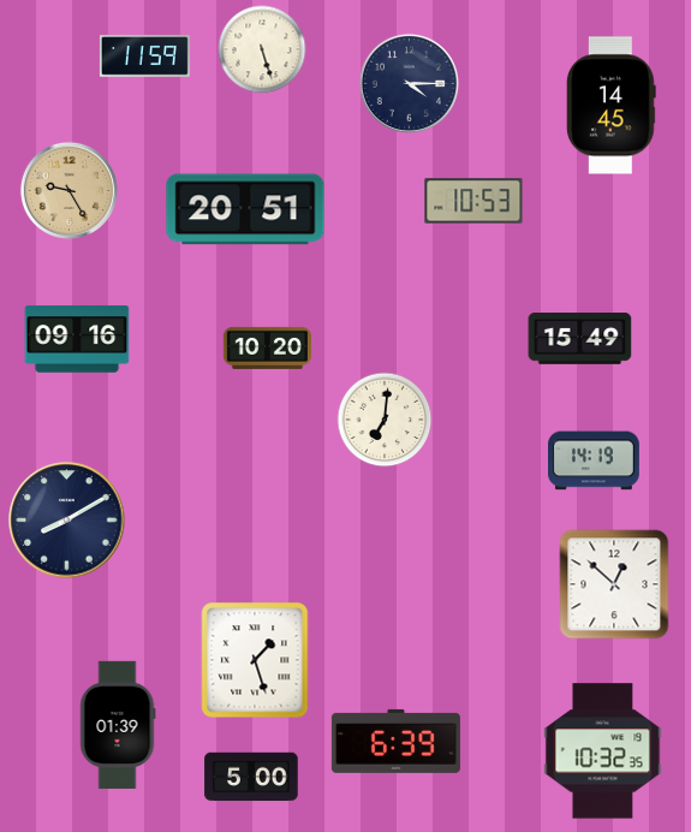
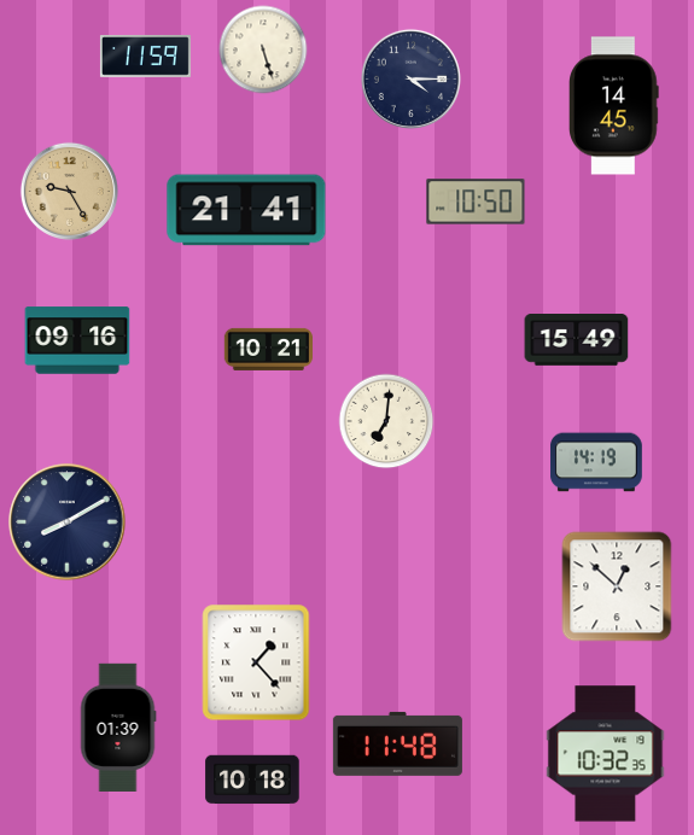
clock at (409, 83) position: (409, 83) -> (410, 78)
clock at (473, 201): 10:53 -> 10:50
clock at (245, 209): 20:51 -> 21:41
clock at (580, 339) position: (580, 339) -> (577, 340)
clock at (267, 347): 10:20 -> 10:21
clock at (255, 660): 1:27 -> 1:23
clock at (395, 741): 6:39 -> 11:48
clock at (251, 777): 5:00 -> 10:18
